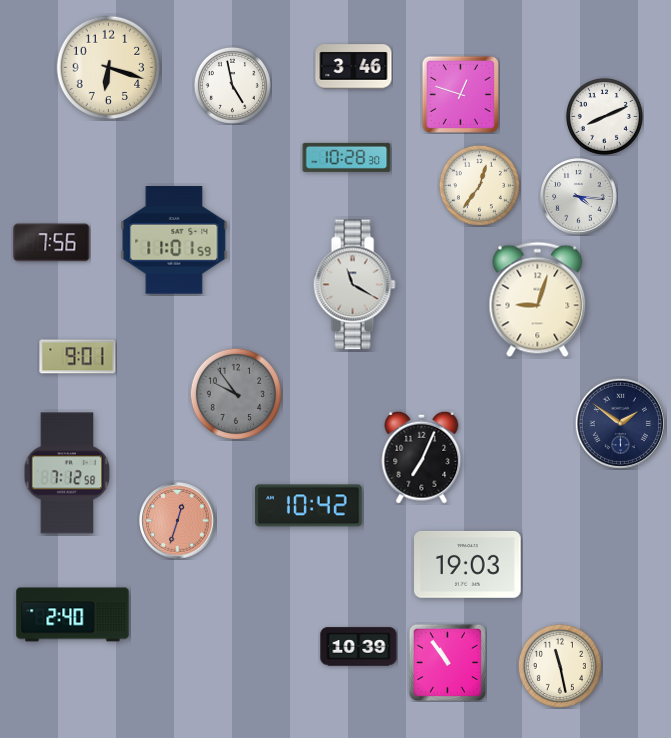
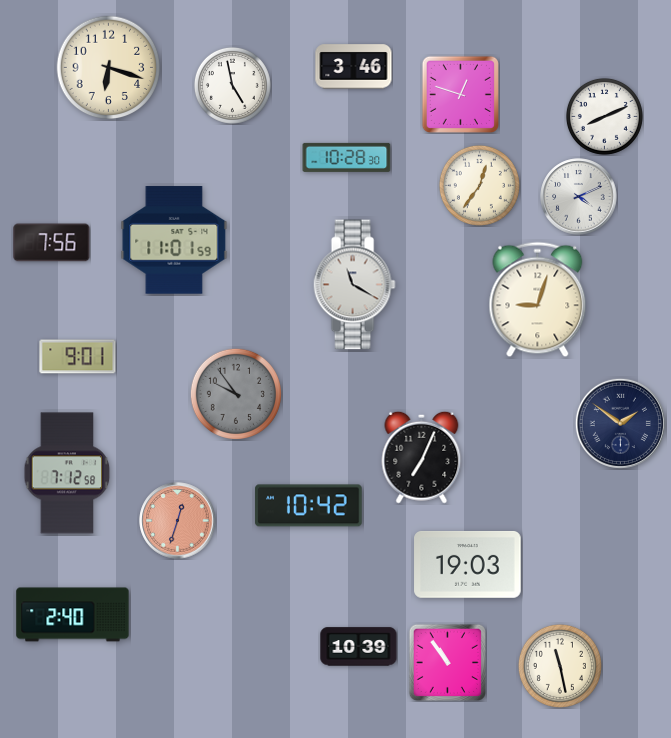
clock at (579, 197): 4:16 -> 4:11
